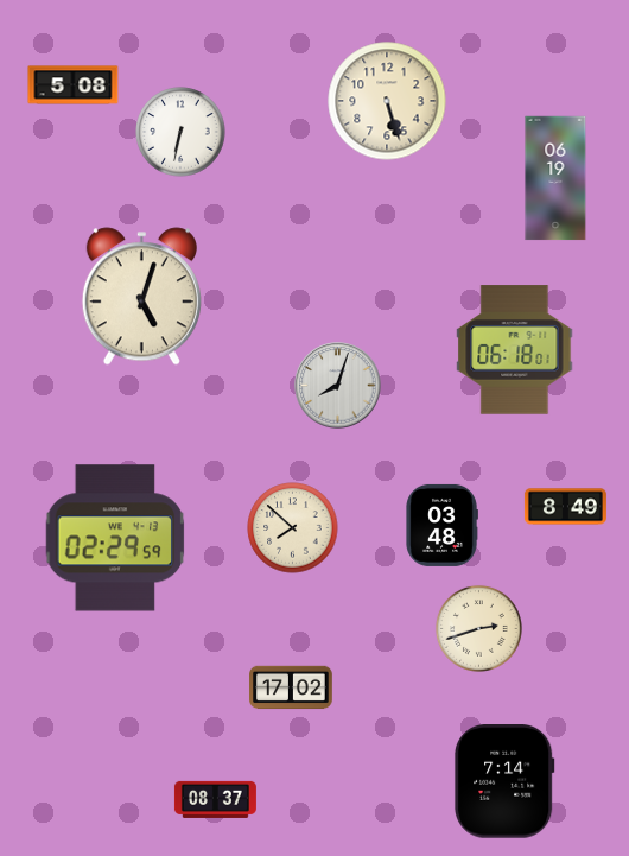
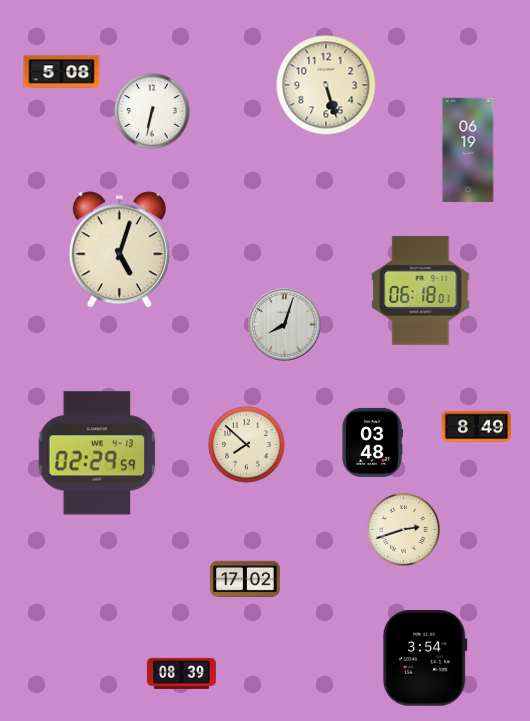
clock at (515, 350) position: (515, 350) -> (421, 291)
clock at (506, 781): 7:14 -> 3:54
clock at (215, 799): 08:37 -> 08:39
